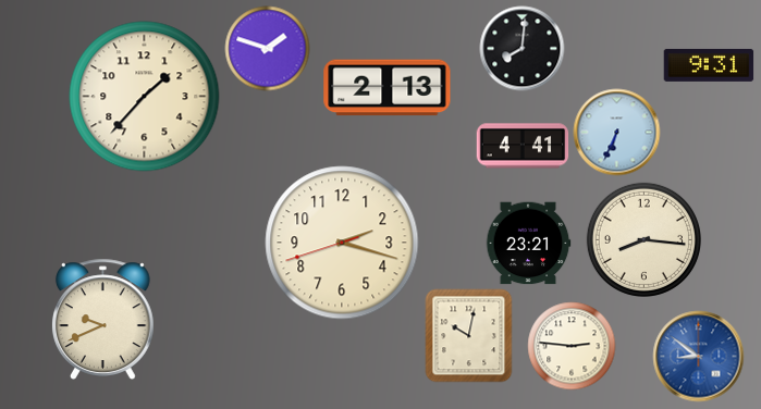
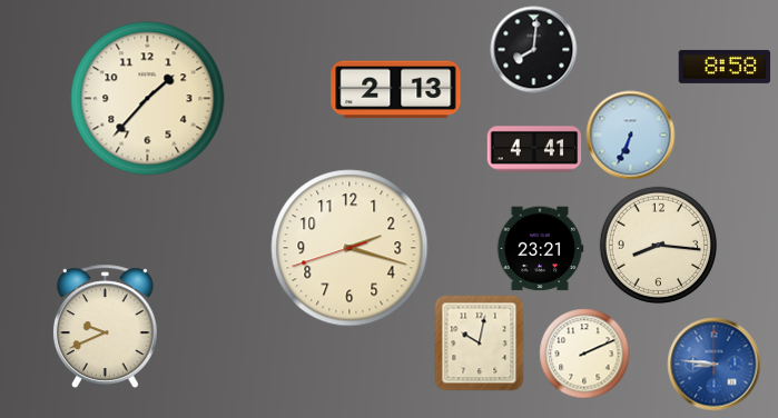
clock at (267, 48): 1:48 -> none
clock at (709, 65): 9:31 -> 8:58
clock at (572, 346): 2:46 -> 2:11
clock at (698, 356): 8:51 -> 8:46
